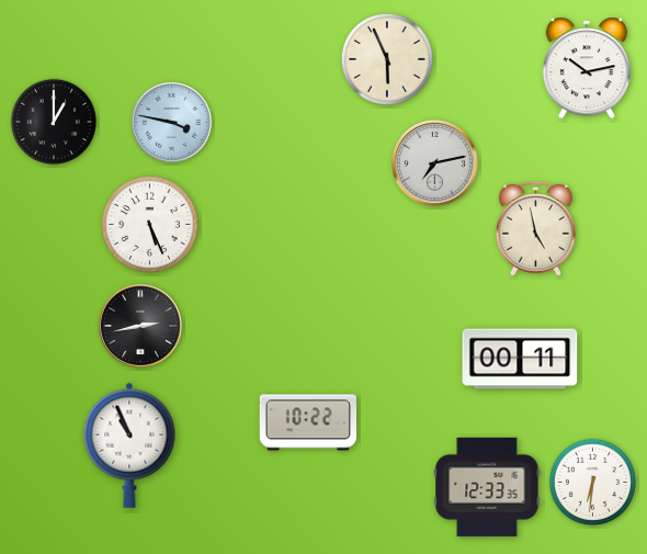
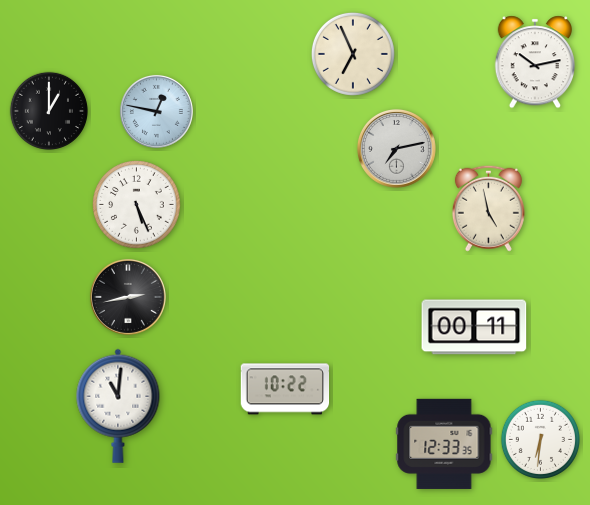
clock at (387, 59): 5:56 -> 6:56
clock at (171, 122): 3:47 -> 12:47
clock at (308, 422) position: (308, 422) -> (285, 389)
clock at (129, 445): 10:56 -> 11:01
